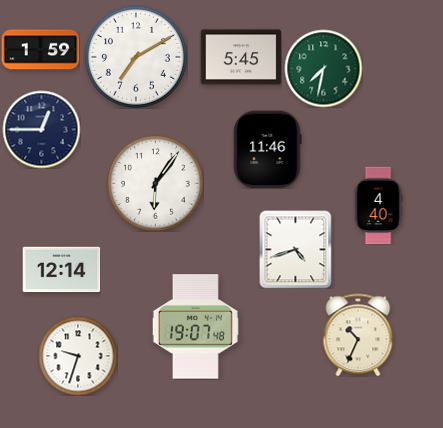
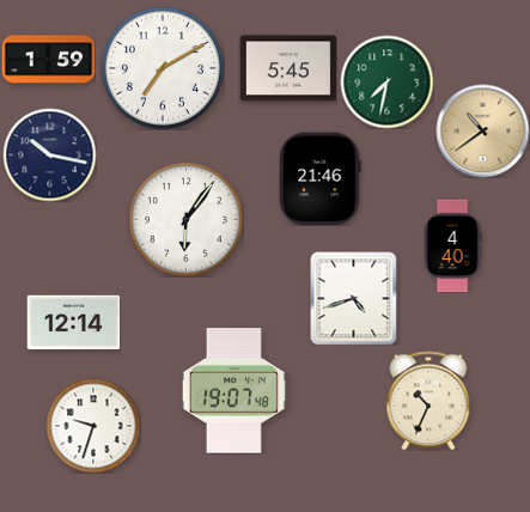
clock at (482, 130): none -> 10:39
clock at (41, 129): 12:45 -> 10:17
clock at (268, 149): 11:46 -> 21:46
